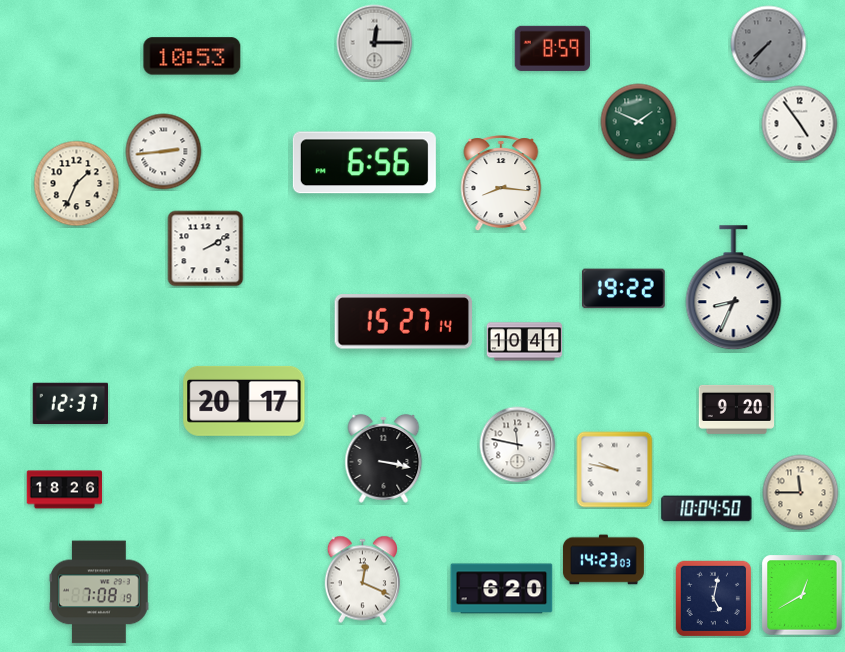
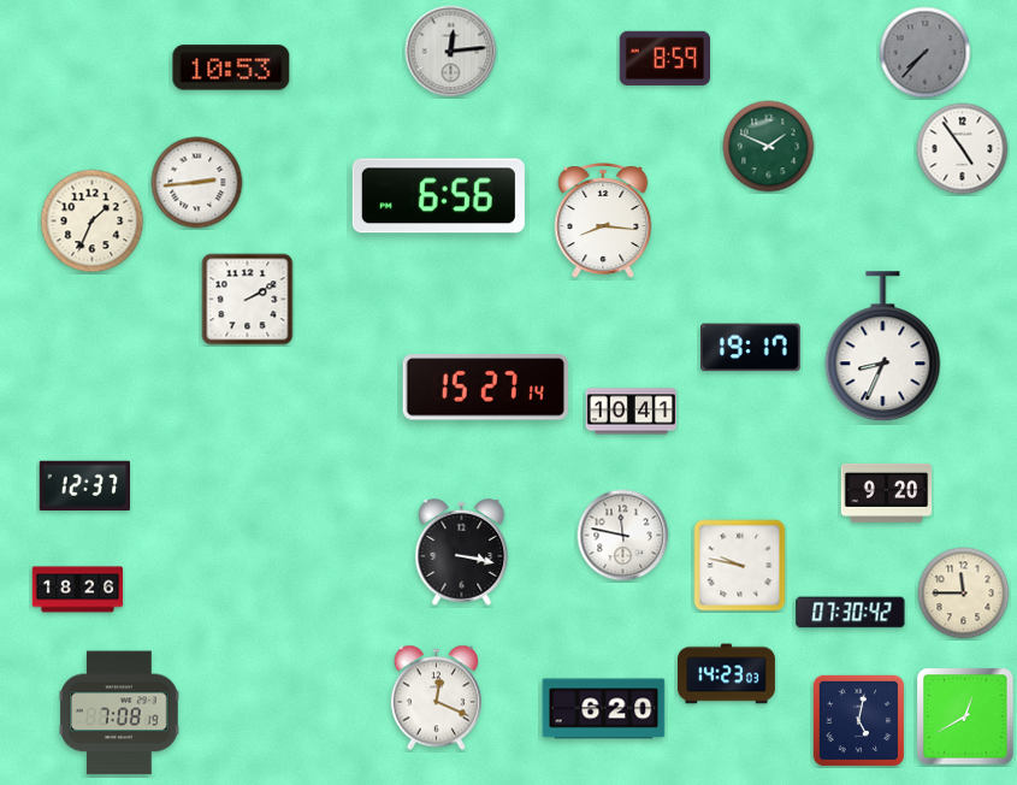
clock at (375, 43): 12:15 -> 12:14
clock at (624, 289): 19:22 -> 19:17
clock at (244, 401): 20:17 -> none
clock at (707, 509): 10:04 -> 07:30
